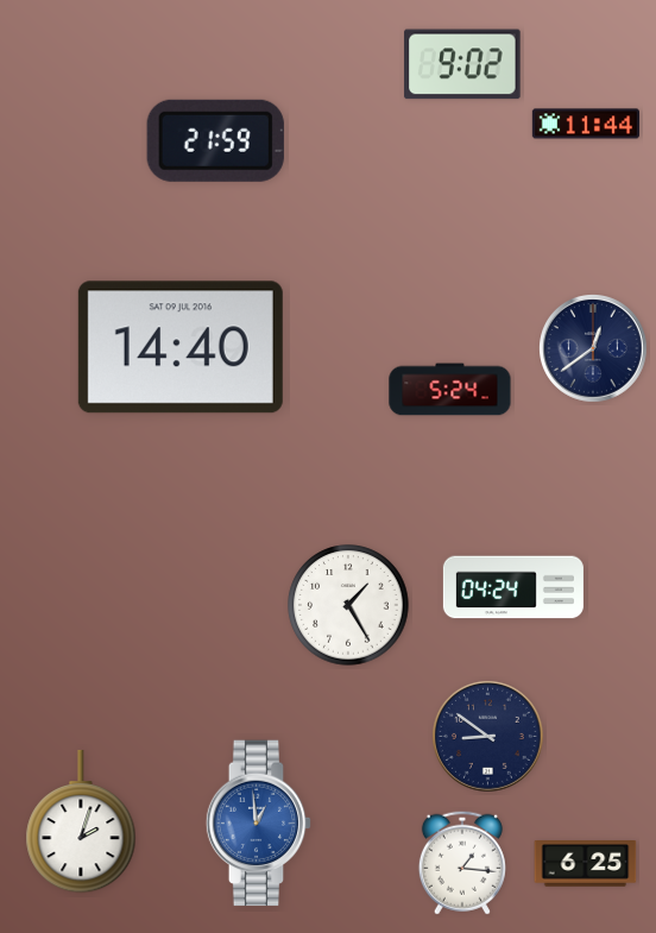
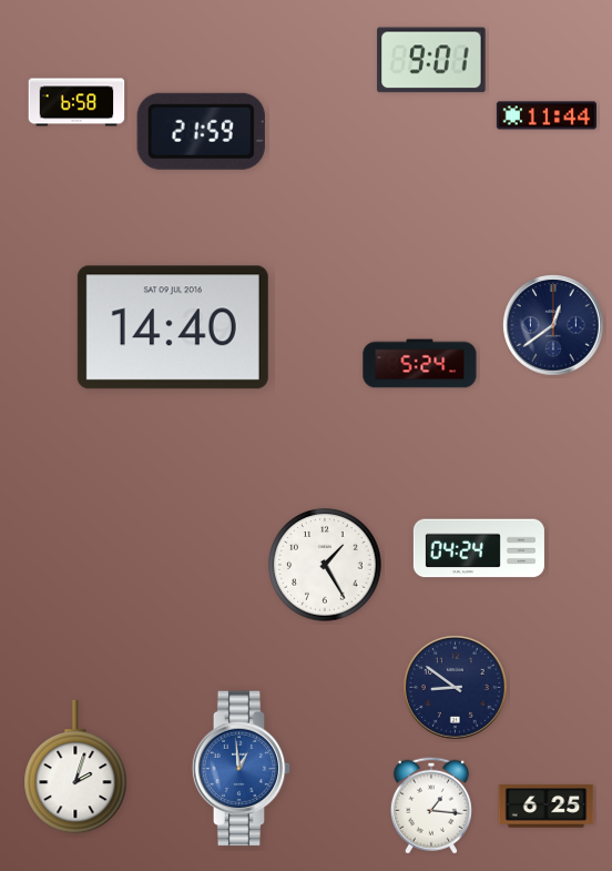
clock at (462, 64): 9:02 -> 9:01
clock at (76, 102): none -> 6:58
clock at (181, 347) position: (181, 347) -> (173, 327)
